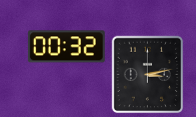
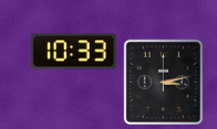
clock at (66, 47): 00:32 -> 10:33
